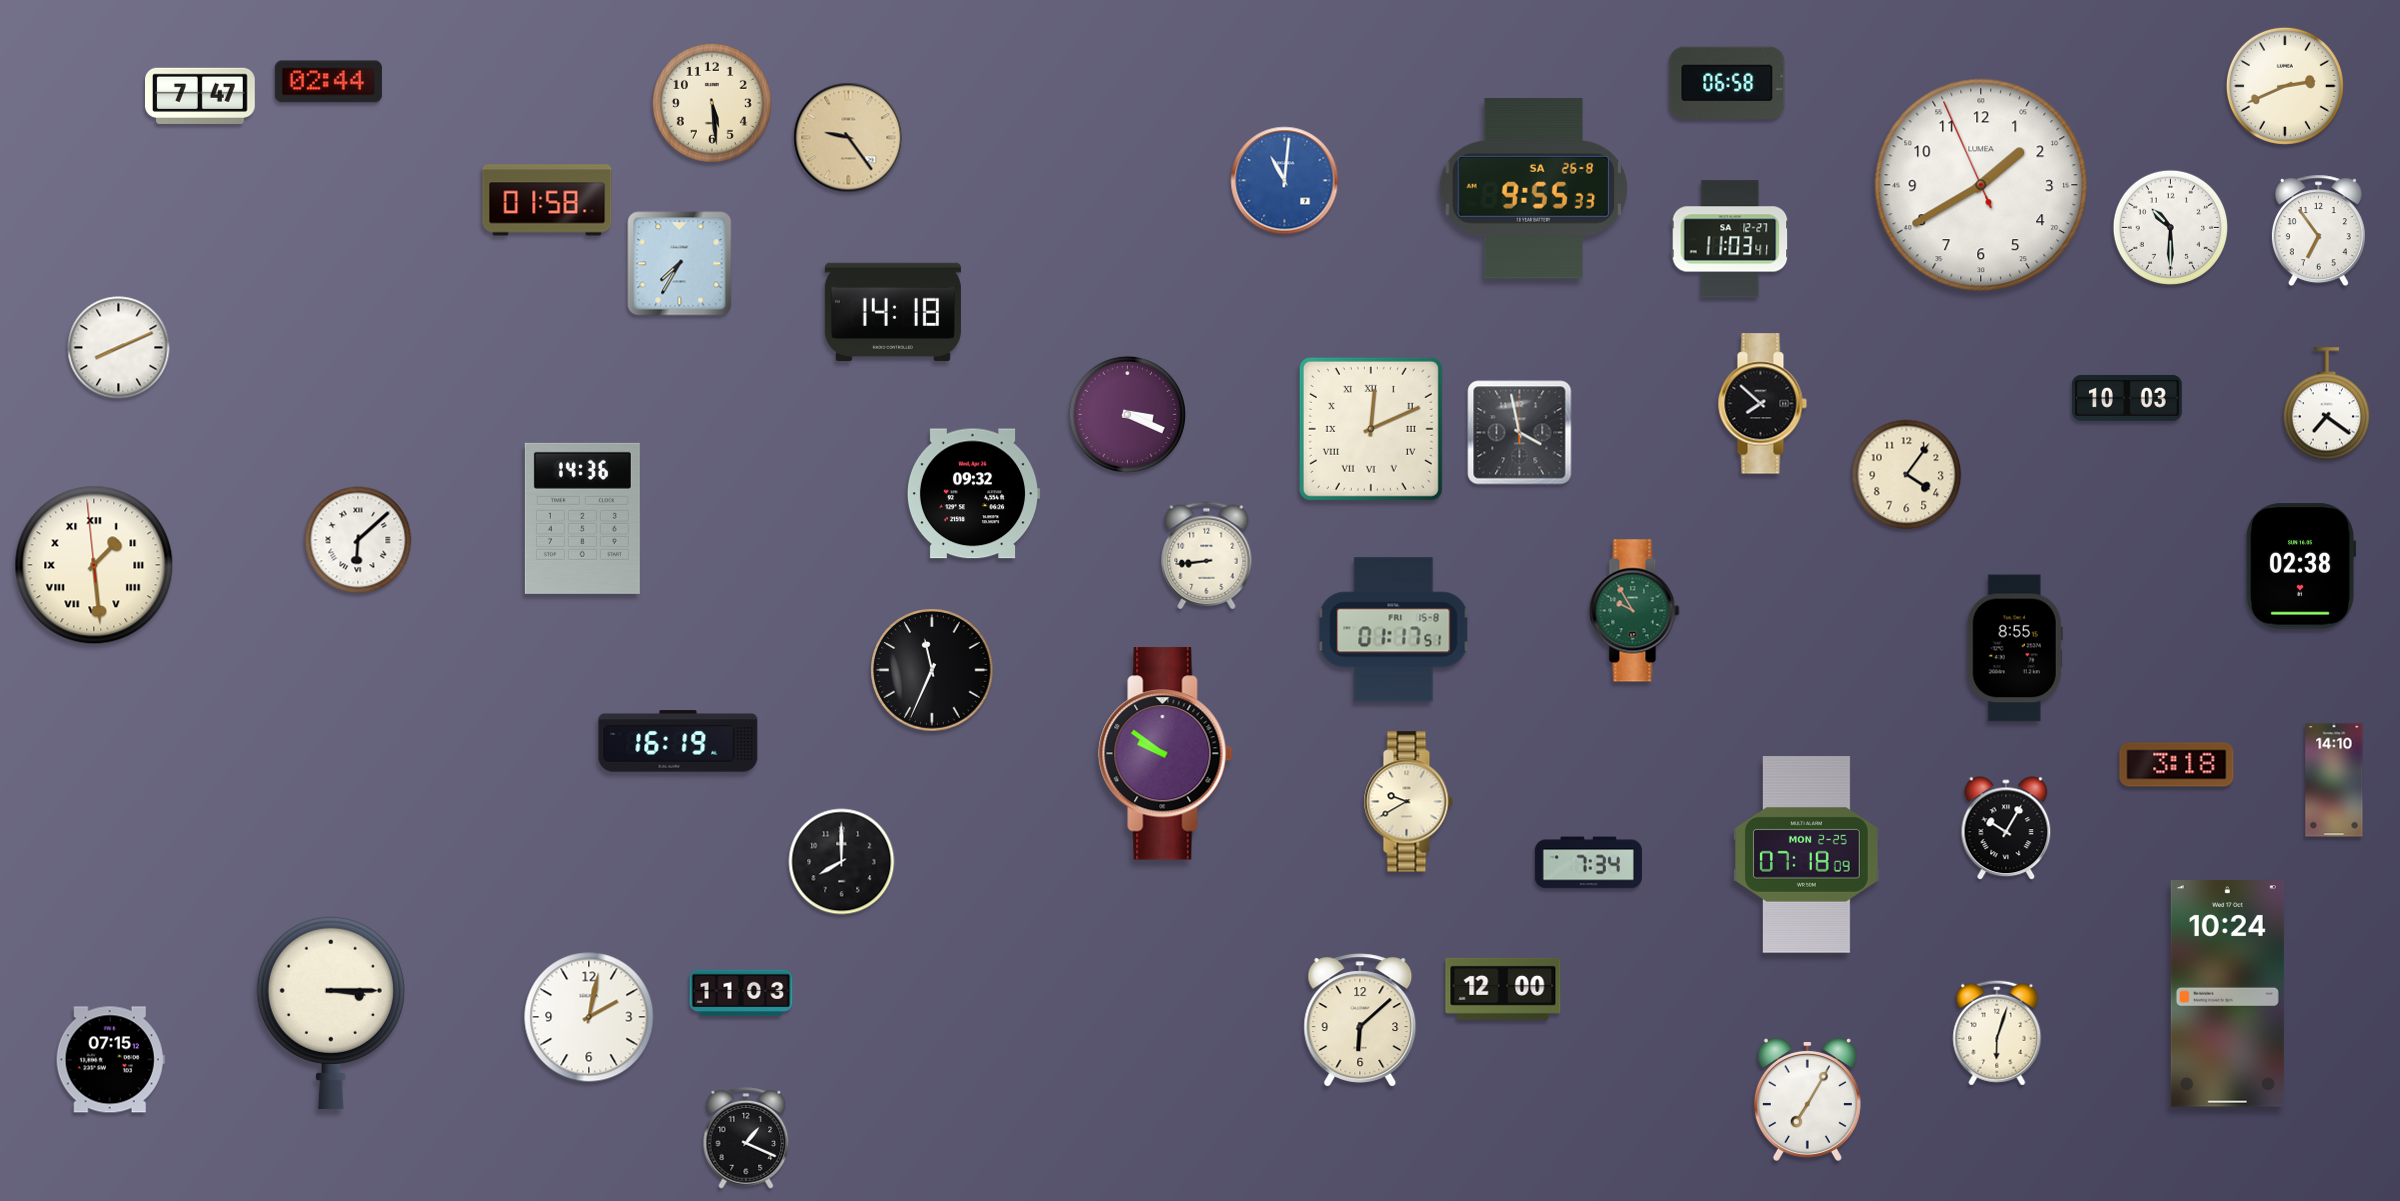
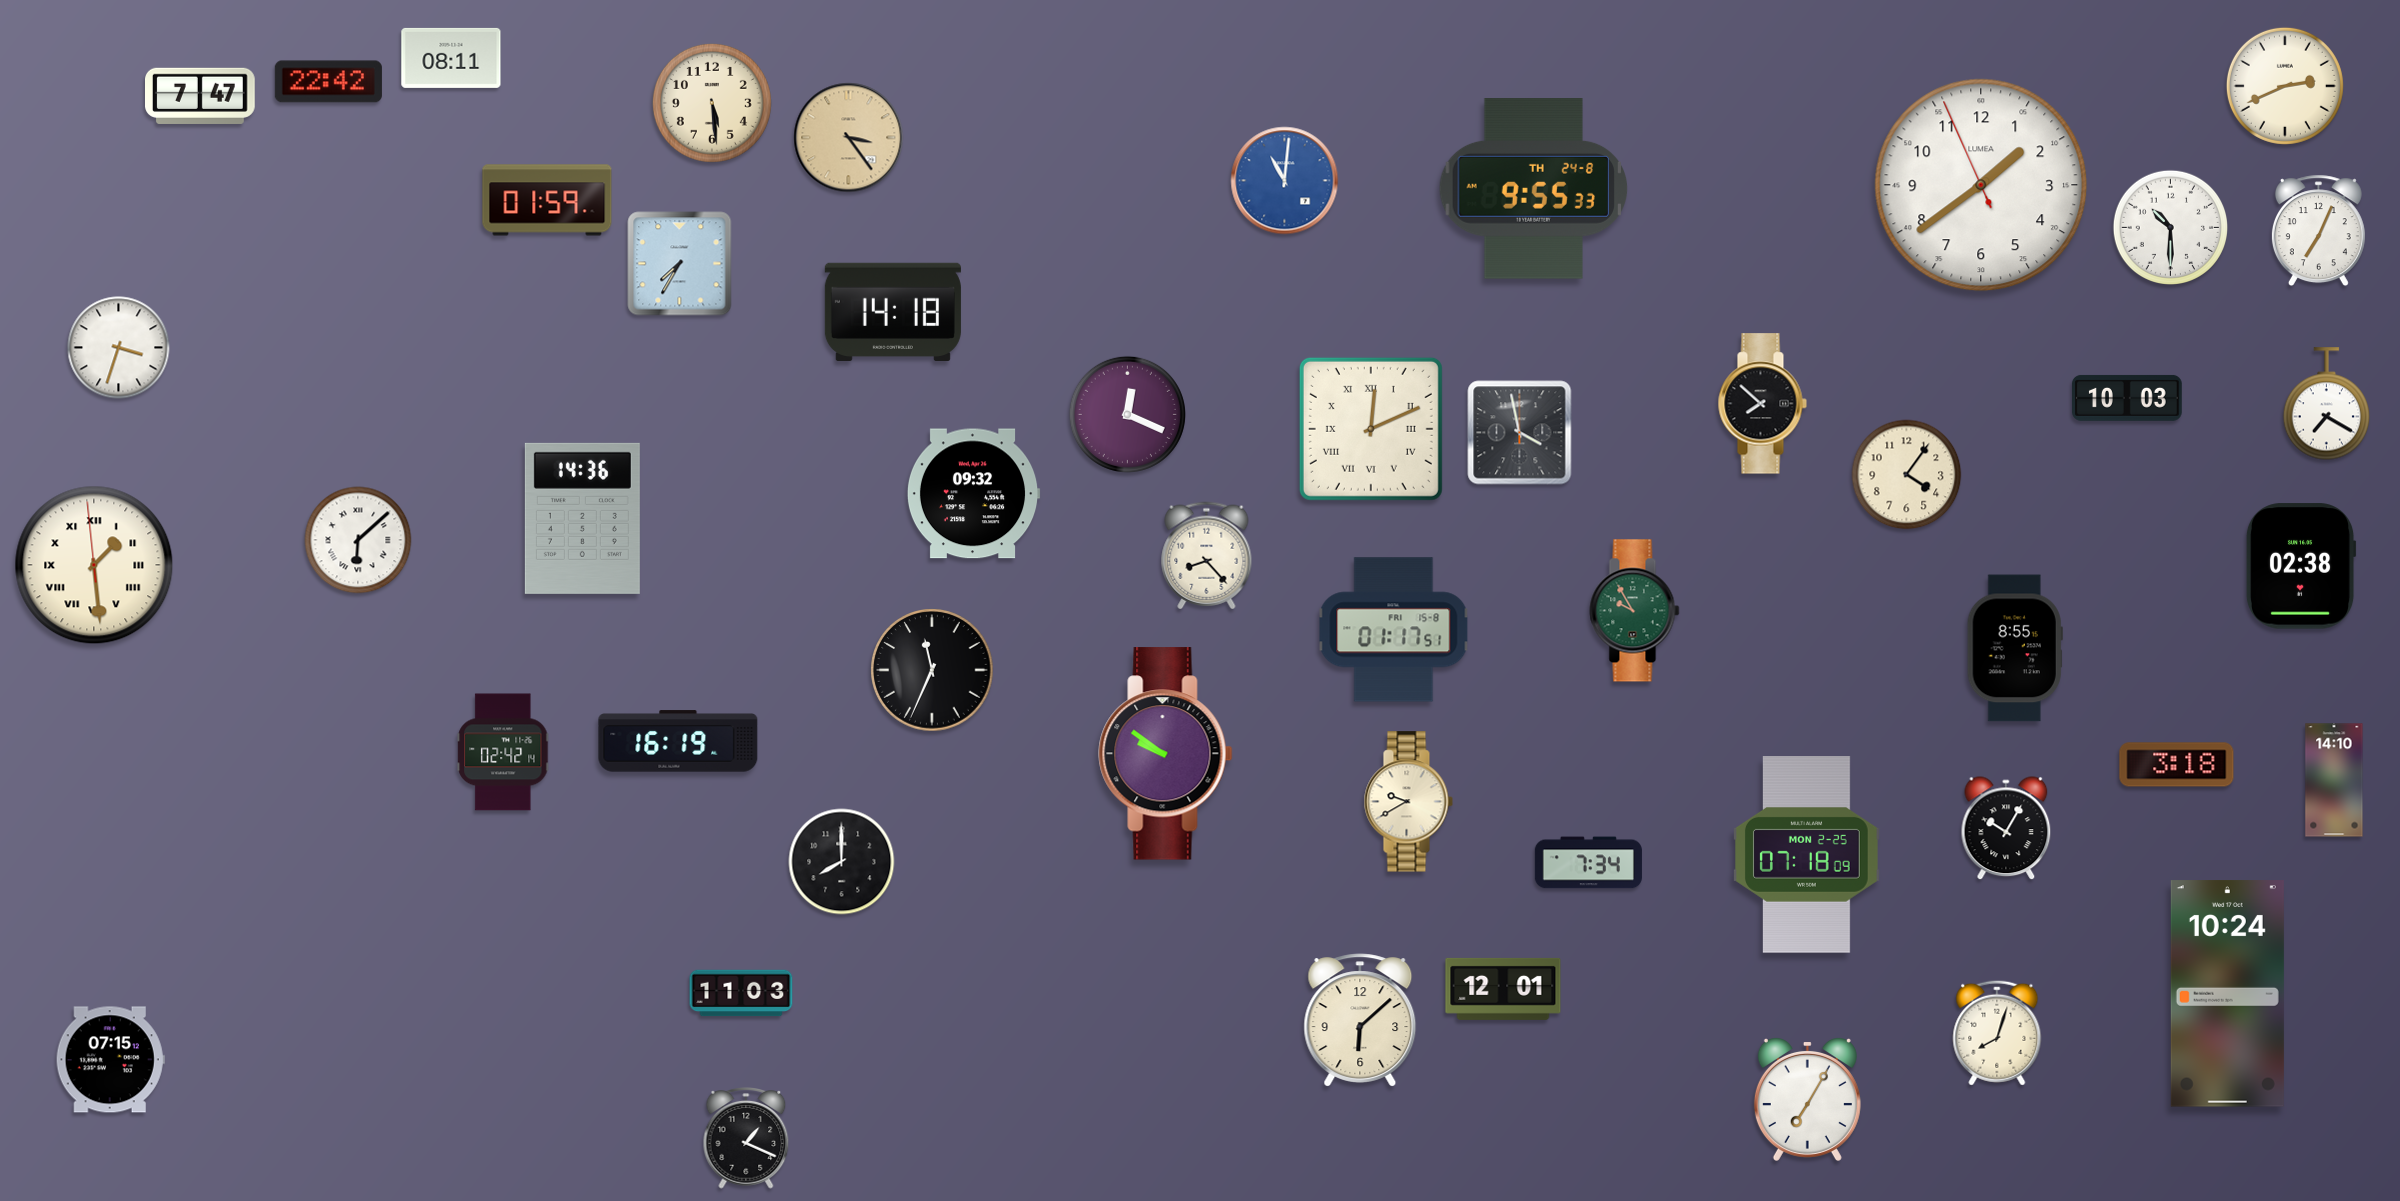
clock at (451, 58): none -> 08:11
clock at (328, 82): 02:44 -> 22:42
clock at (1727, 83): 06:58 -> none
clock at (849, 138): 9:24 -> 3:24
clock at (1981, 185): 1:39 -> 1:38
clock at (1534, 189) date: SA 26-8 -> TH 24-8
clock at (547, 200): 01:58 -> 01:59
clock at (2318, 231): 6:54 -> 7:04
clock at (1730, 239): 11:03 -> none
clock at (119, 348): 8:11 -> 3:33
clock at (2327, 404): 7:21 -> 7:20
clock at (1127, 414): 3:19 -> 12:19
clock at (1207, 556): 8:44 -> 8:23
clock at (503, 752): none -> 02:42
clock at (1503, 989): 12:00 -> 12:01
clock at (331, 1012): 3:15 -> none
clock at (589, 1017): 2:02 -> none
clock at (1997, 1033): 6:03 -> 8:03
